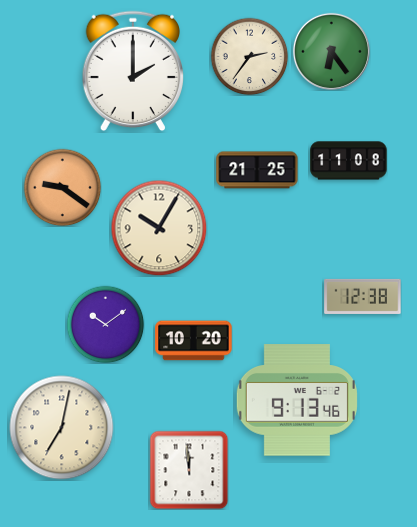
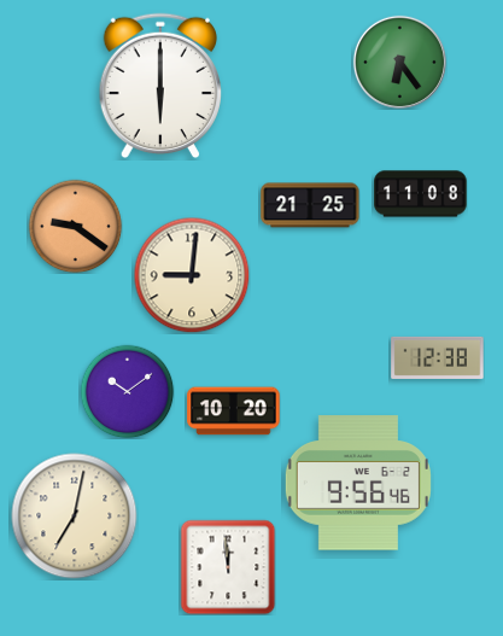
clock at (249, 56): 2:36 -> none
clock at (132, 71): 2:00 -> 6:00
clock at (159, 228): 10:05 -> 9:01
clock at (297, 400): 9:13 -> 9:56
